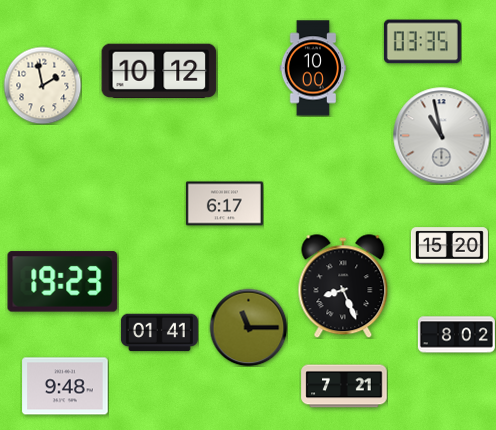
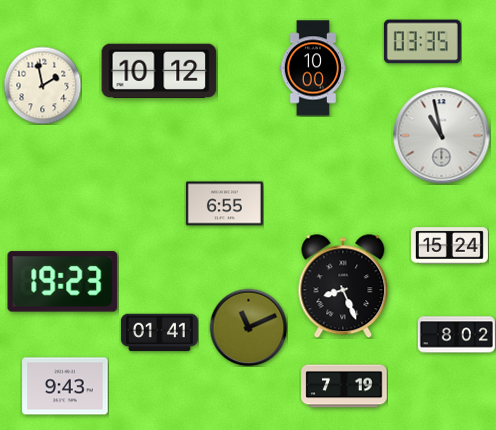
clock at (224, 204): 6:17 -> 6:55
clock at (449, 246): 15:20 -> 15:24
clock at (248, 327): 11:15 -> 11:11
clock at (65, 386): 9:48 -> 9:43
clock at (344, 386): 7:21 -> 7:19
